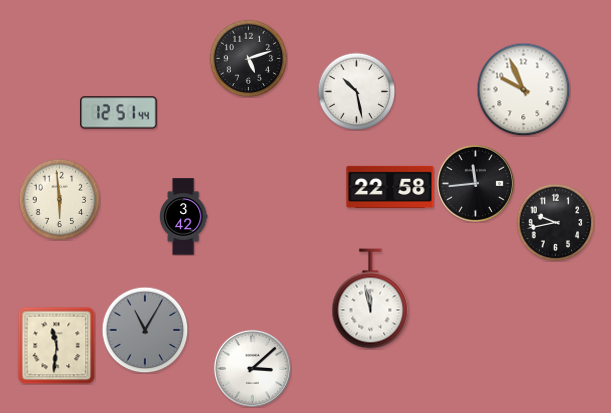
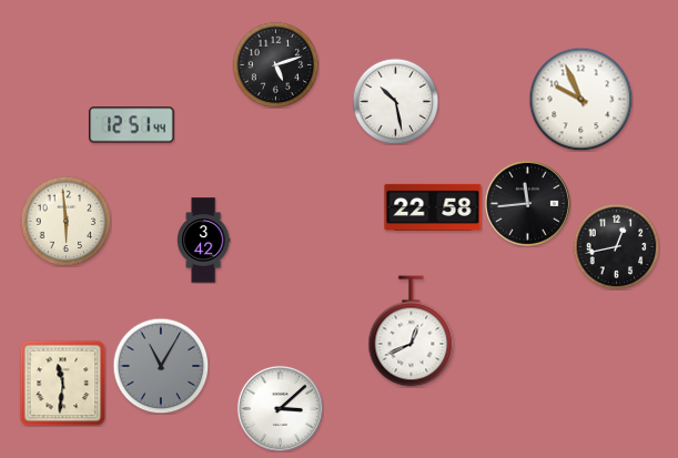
clock at (555, 222): 9:43 -> 12:43
clock at (371, 299): 11:58 -> 12:41
